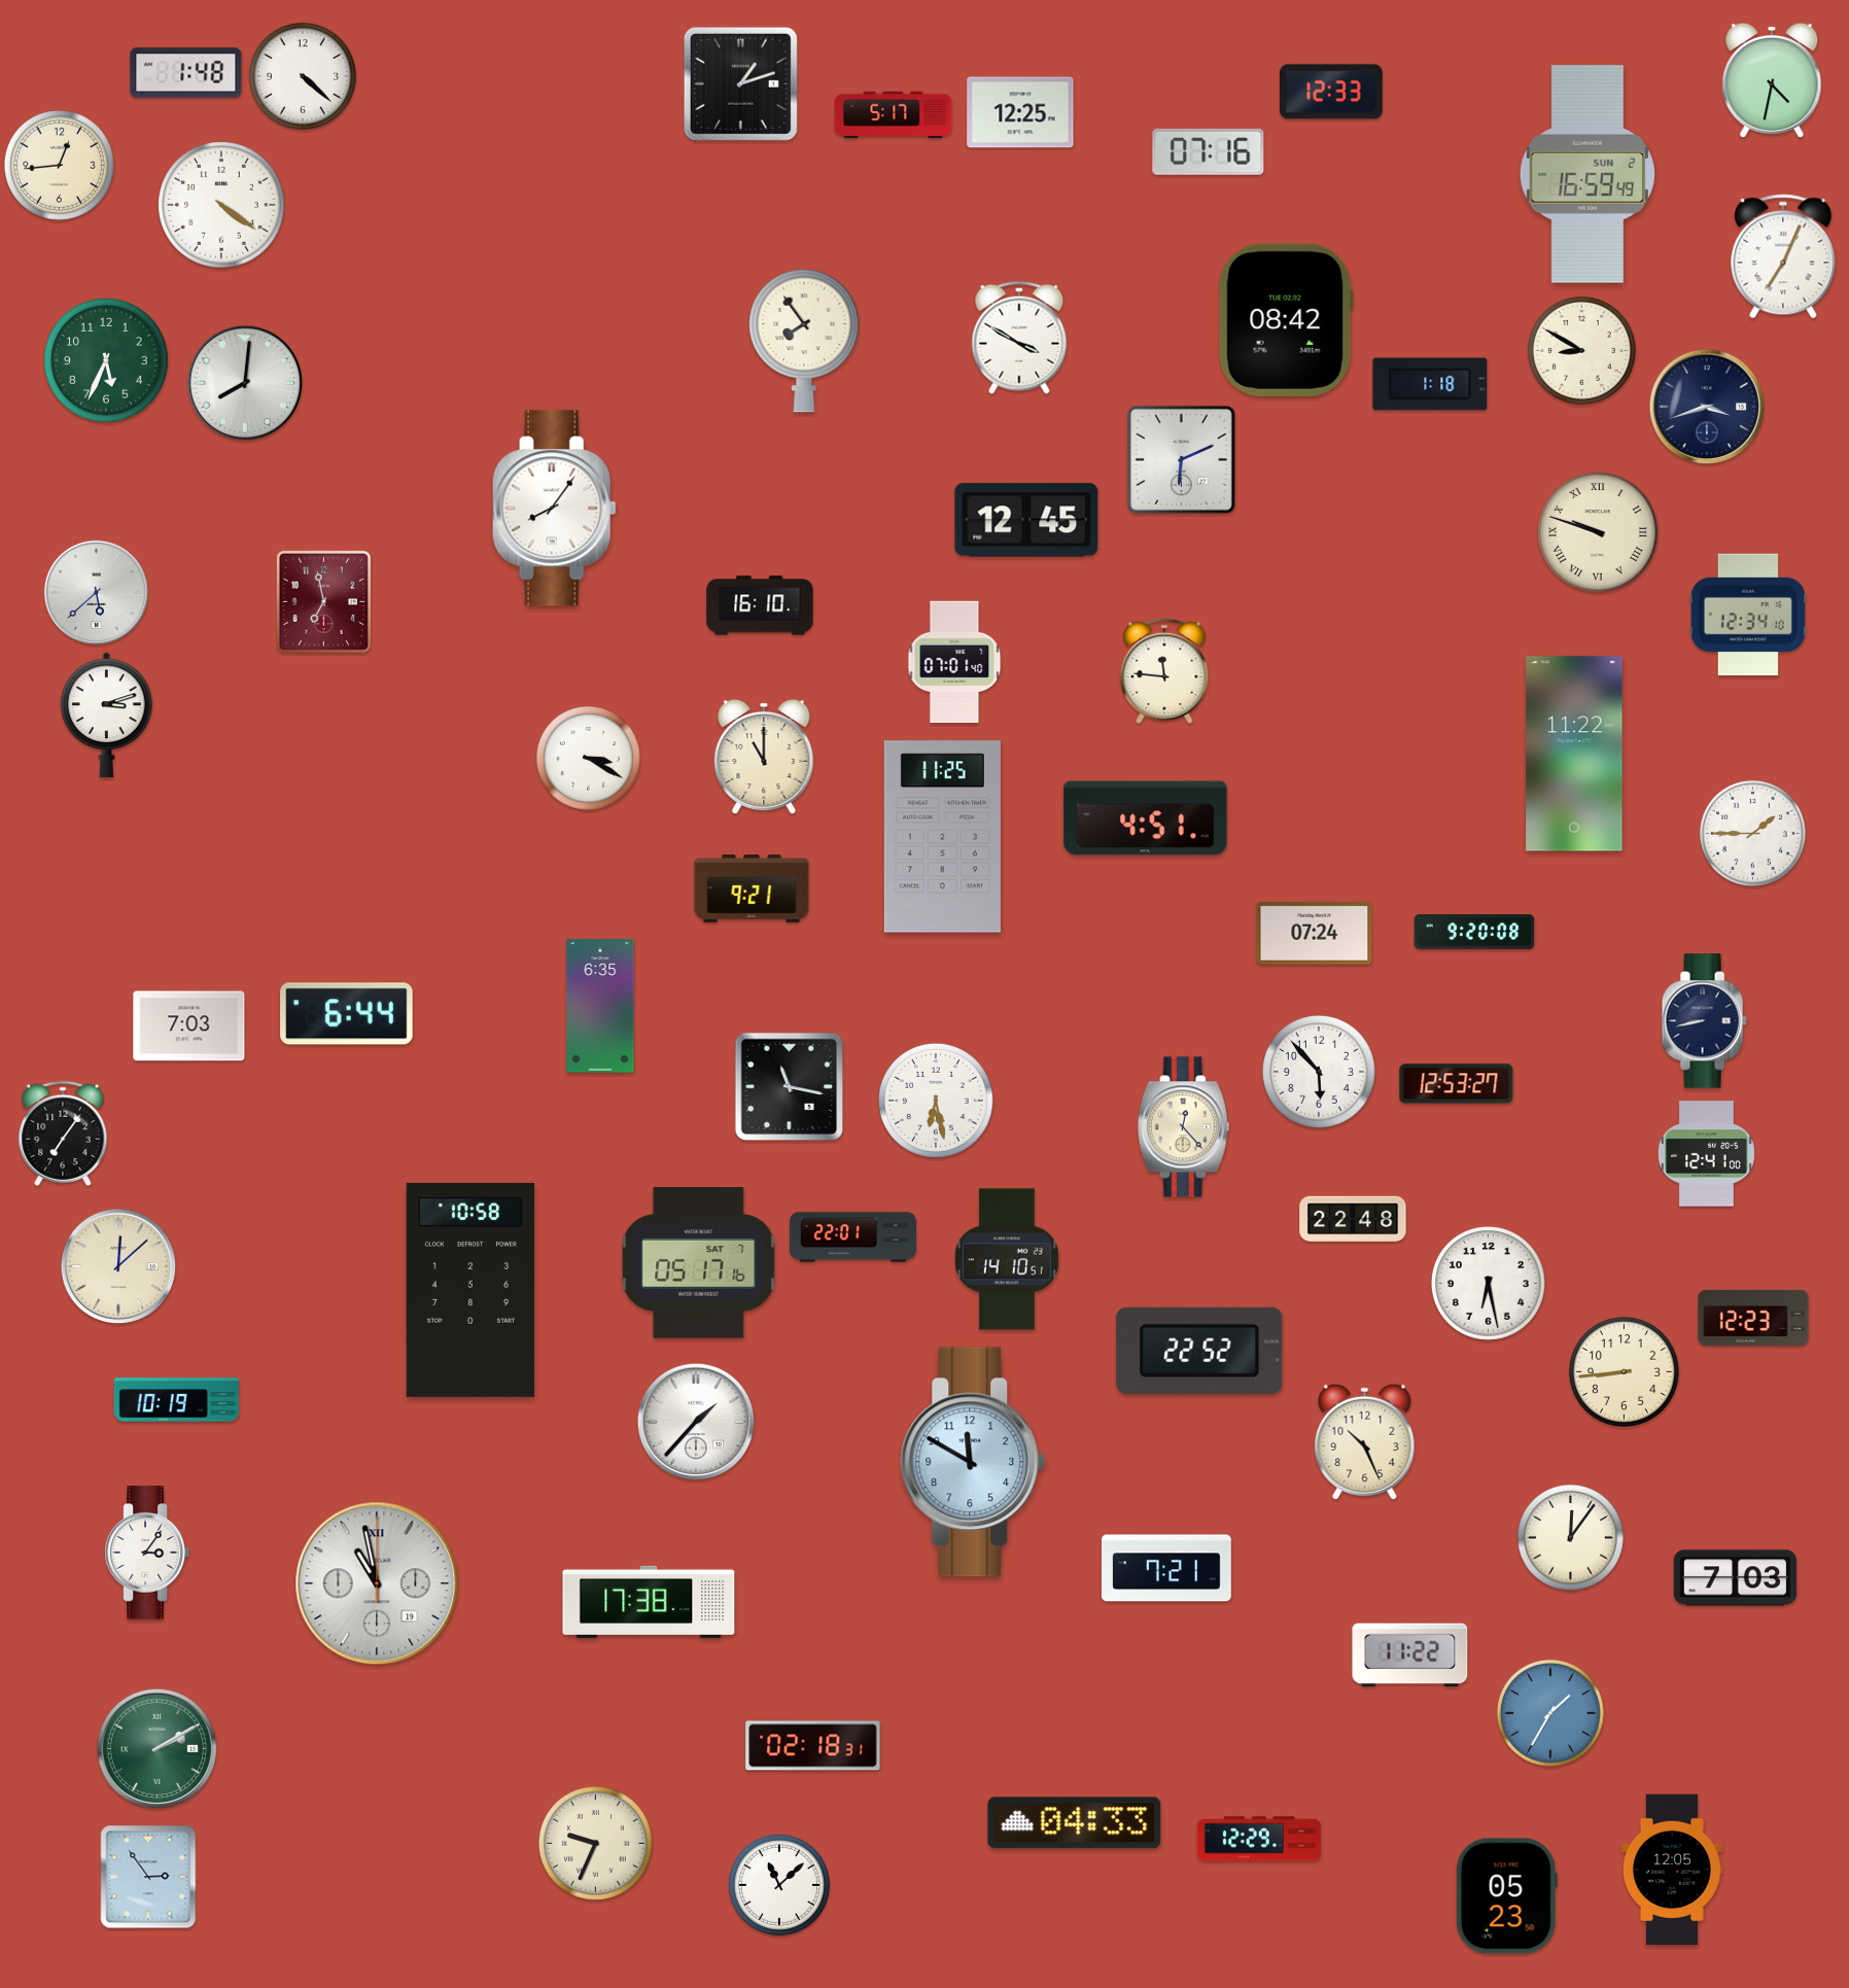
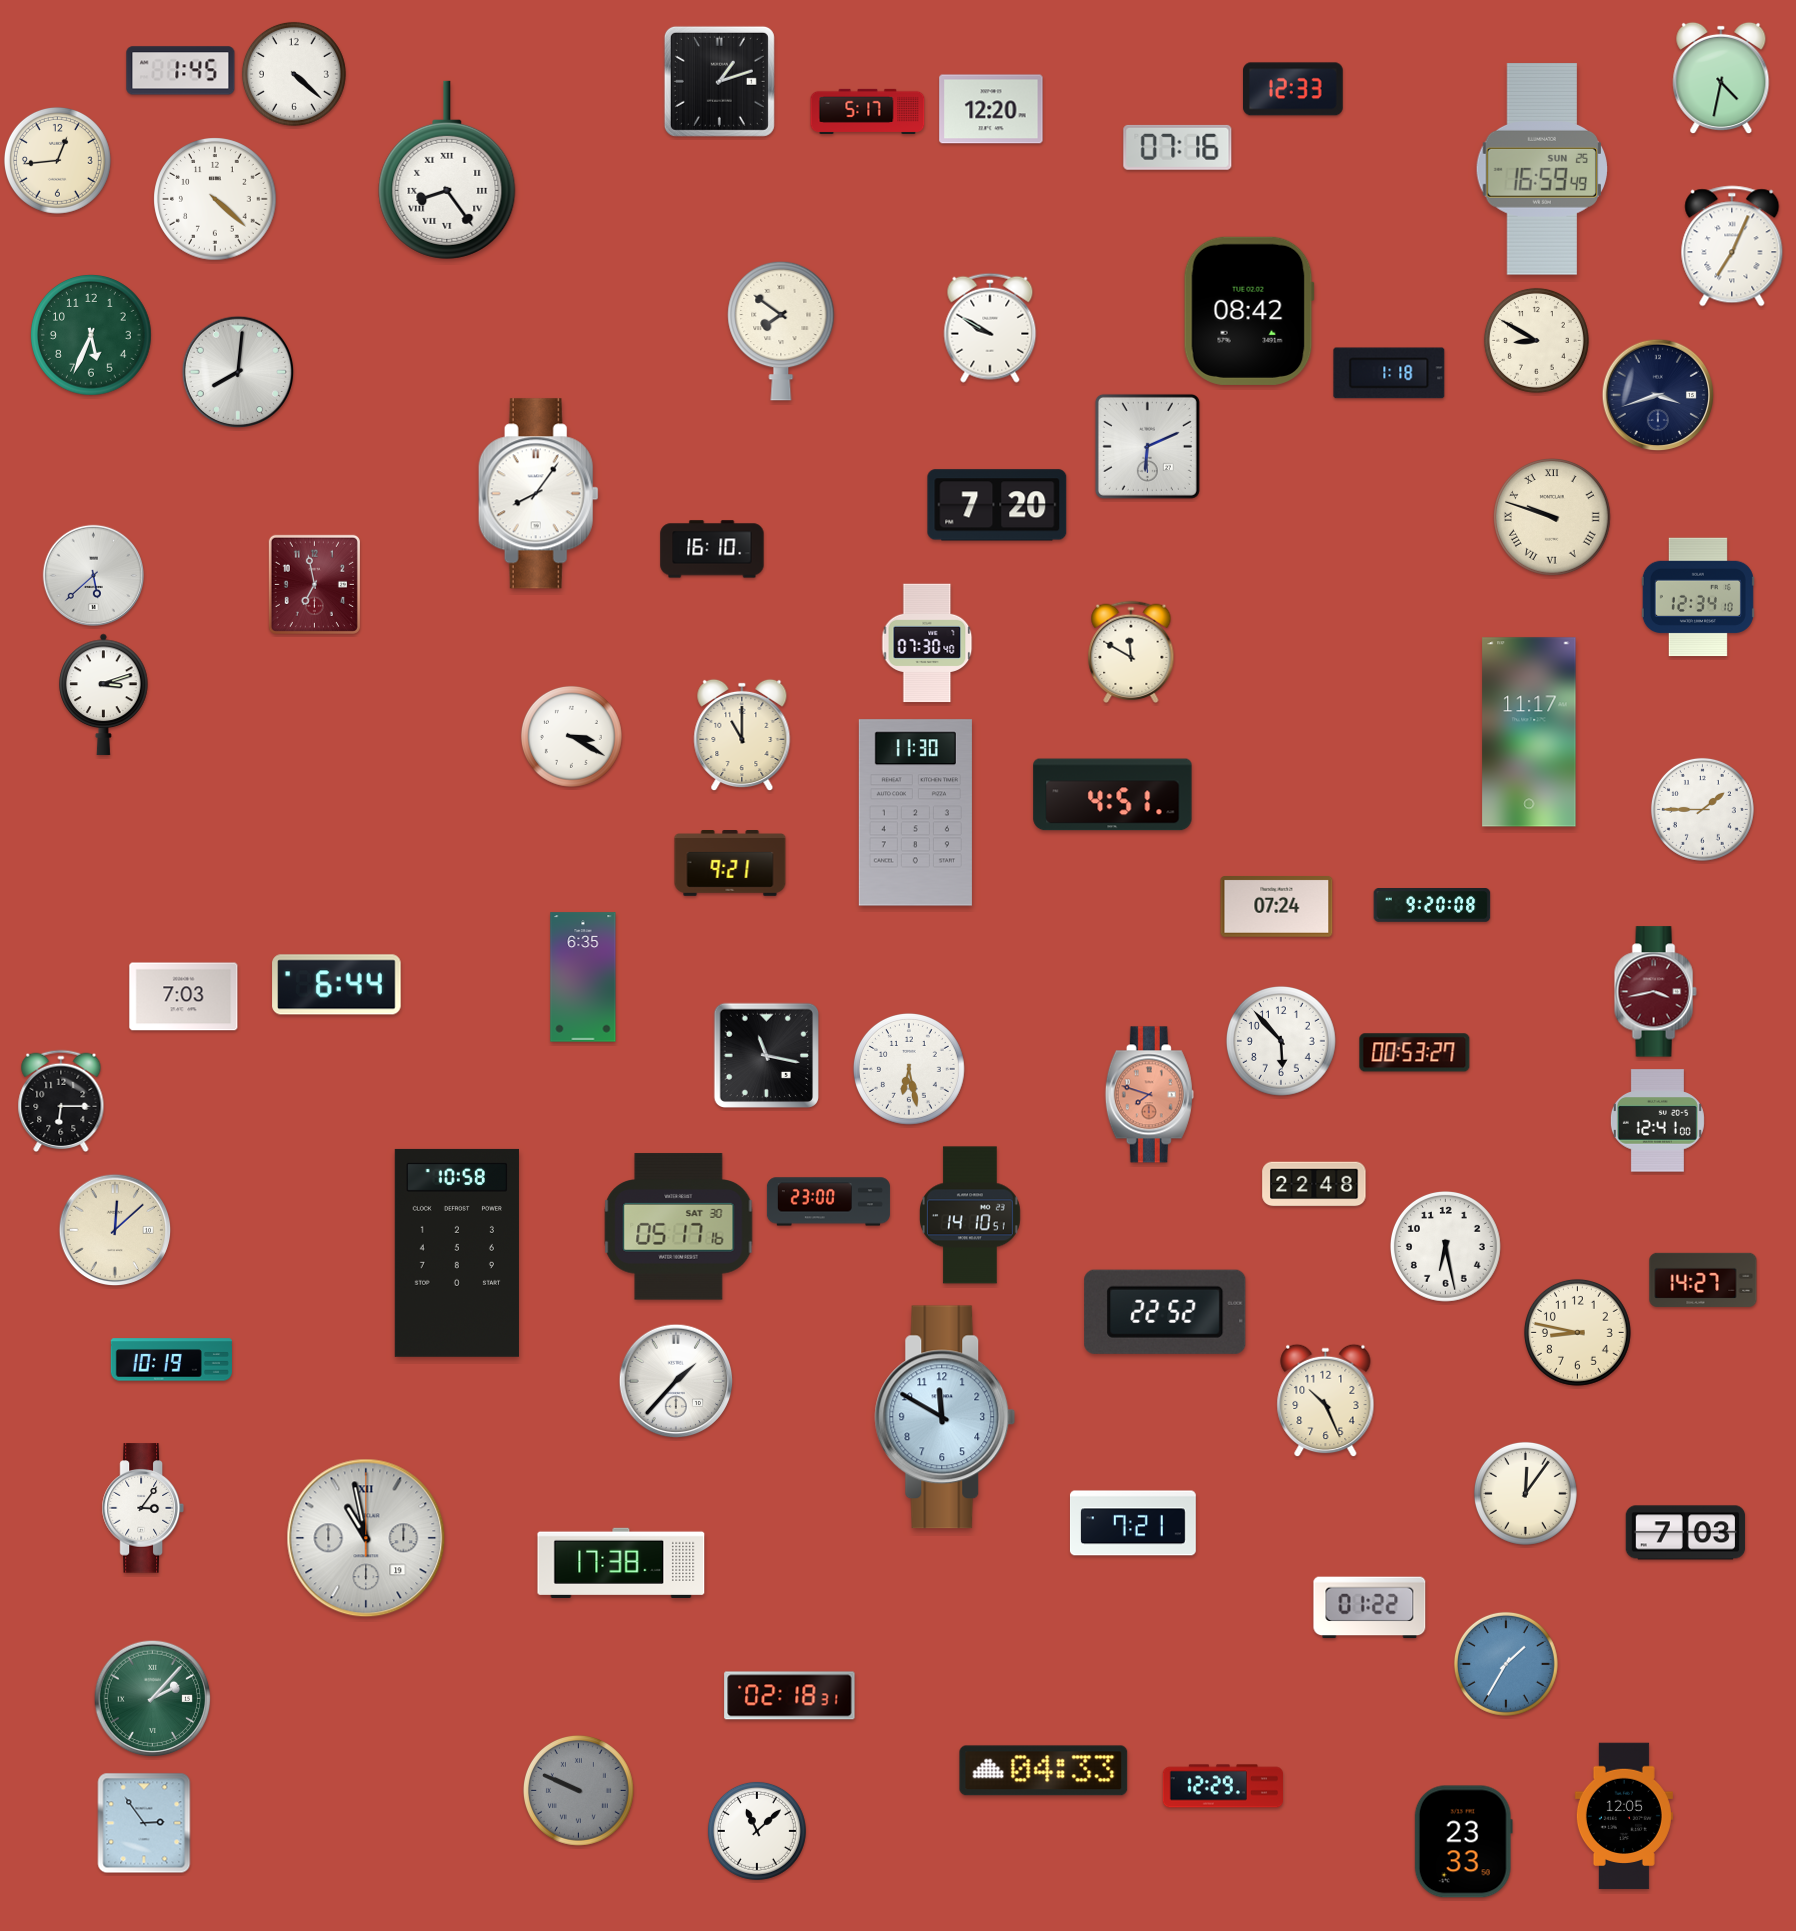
clock at (186, 73): 1:48 -> 1:45
clock at (1020, 112): 12:25 -> 12:20
clock at (1209, 151) position: (1209, 151) -> (1178, 147)
clock at (1588, 174) date: SUN 2 -> SUN 25
clock at (447, 170): none -> 8:24
clock at (221, 205): 4:21 -> 4:22
clock at (1783, 256) position: (1783, 256) -> (1732, 246)
clock at (1019, 338): 3:50 -> 9:50
clock at (804, 341): 7:54 -> 7:51
clock at (106, 360) position: (106, 360) -> (91, 335)
clock at (1026, 520): 12:45 -> 7:20
clock at (760, 605) position: (760, 605) -> (712, 549)
clock at (954, 662): 07:01 -> 07:30
clock at (1164, 670): 11:46 -> 11:50
clock at (1574, 754): 11:22 -> 11:17
clock at (942, 837): 11:25 -> 11:30
clock at (1704, 1021): 8:43 -> 3:43
clock at (1704, 1021) dial: navy -> burgundy
clock at (1457, 1084): 12:53 -> 00:53
clock at (1183, 1127): 12:23 -> 7:48
clock at (1183, 1127) dial: cream -> salmon
clock at (63, 1132): 7:06 -> 6:15
clock at (852, 1237): 22:01 -> 23:00
clock at (1007, 1259) position: (1007, 1259) -> (970, 1215)
clock at (699, 1263) date: SAT 7 -> SAT 30
clock at (1753, 1318): 12:23 -> 14:27
clock at (1624, 1371): 8:44 -> 8:47
clock at (973, 1462) position: (973, 1462) -> (945, 1417)
clock at (649, 1602) position: (649, 1602) -> (621, 1563)
clock at (1410, 1655): 11:22 -> 01:22
clock at (158, 1749): 2:10 -> 2:07
clock at (595, 1843): 9:34 -> 9:49
clock at (595, 1843) dial: cream -> grey
clock at (1506, 1896): 05:23 -> 23:33
